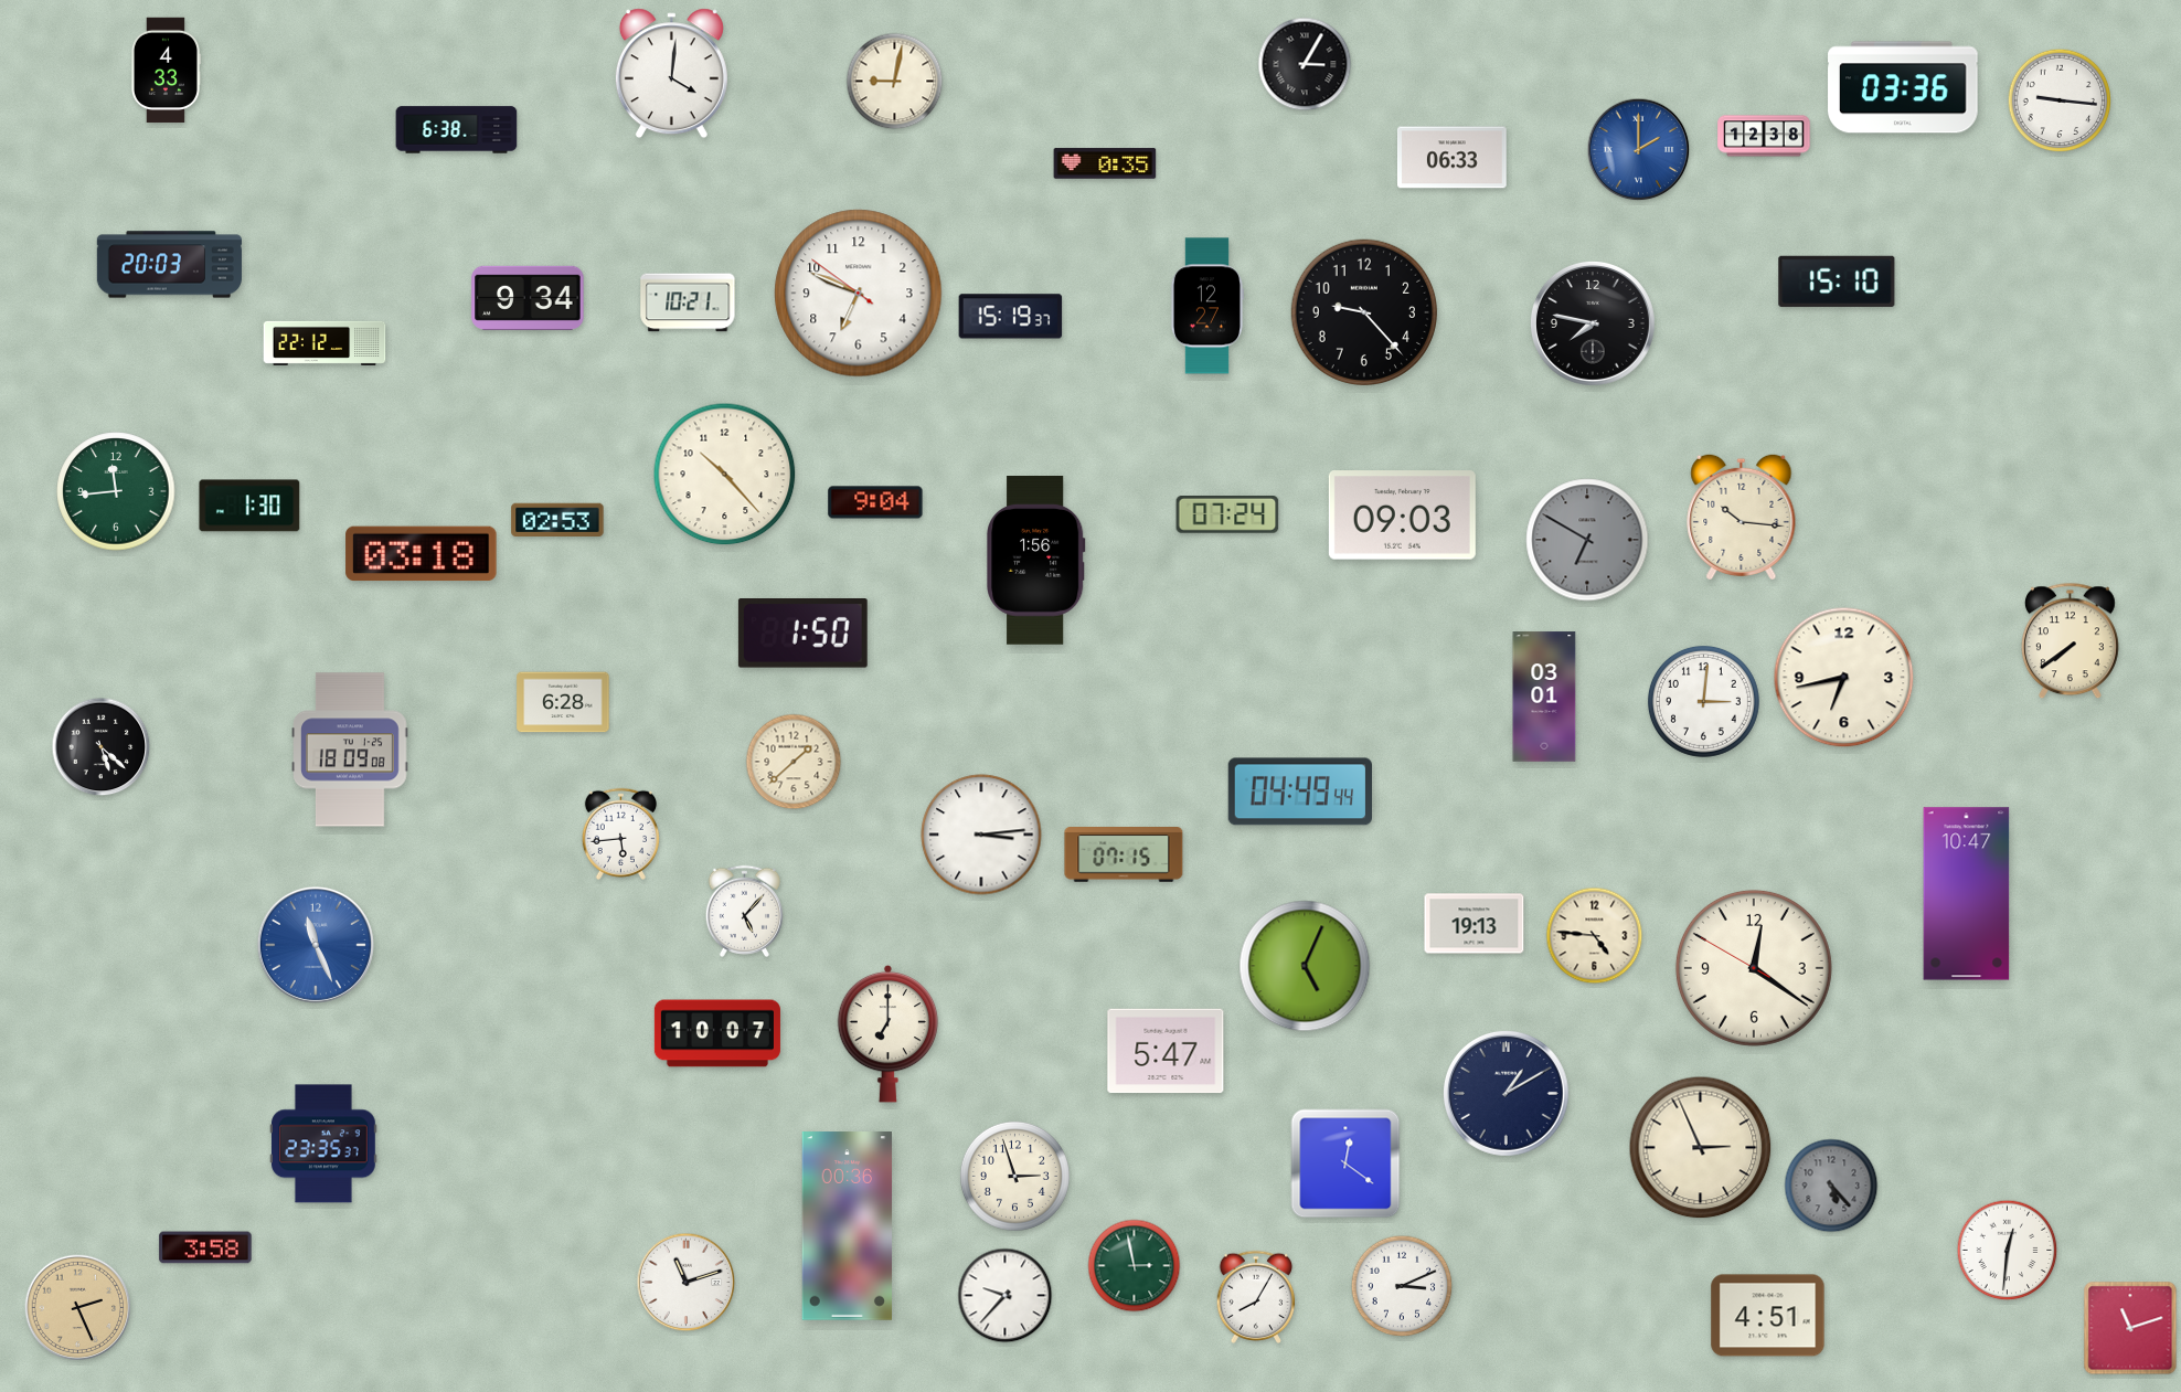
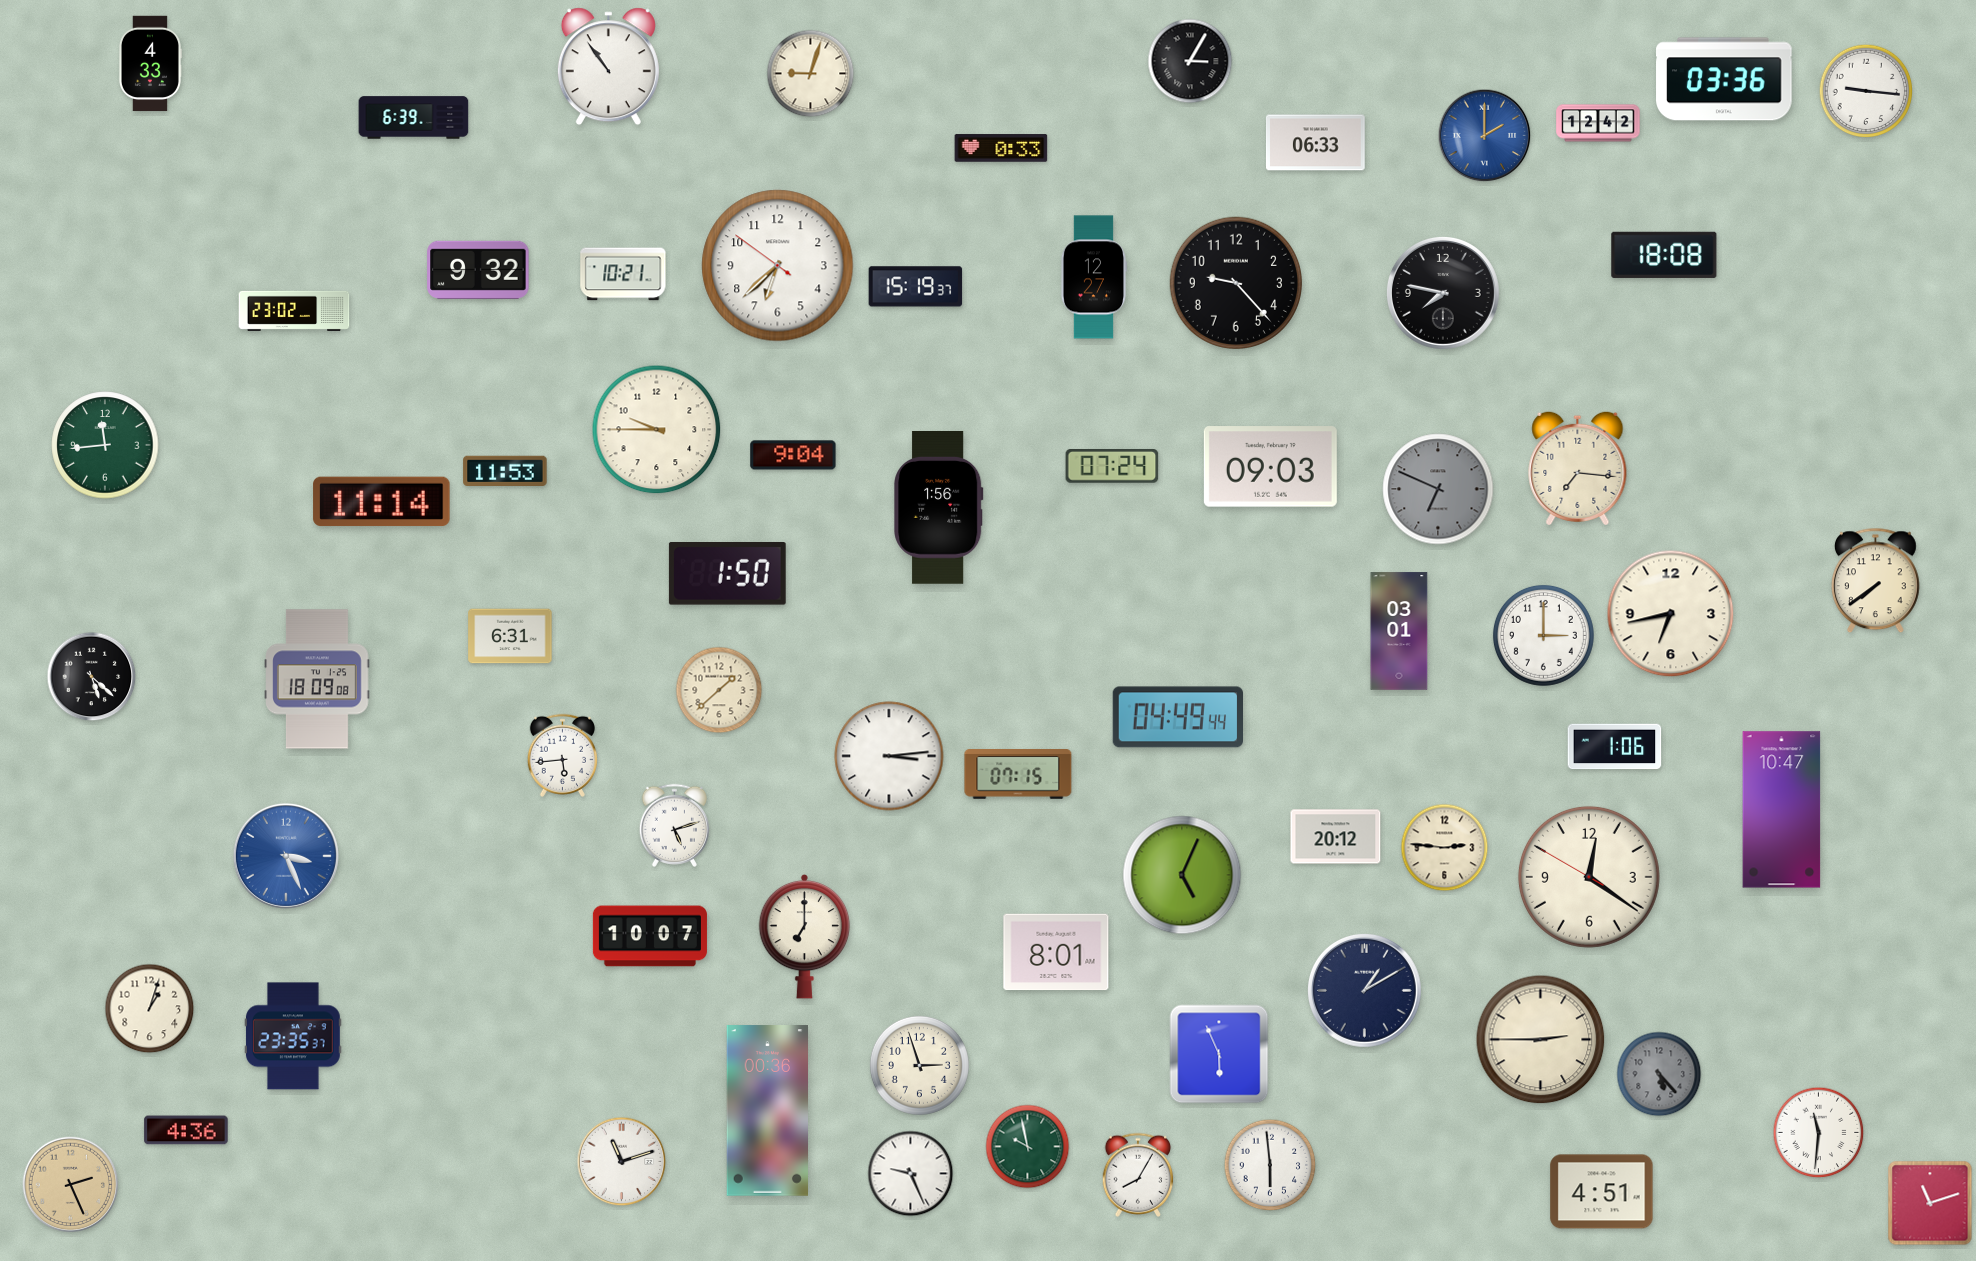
clock at (1305, 64) position: (1305, 64) -> (1190, 61)
clock at (671, 74): 4:01 -> 10:54
clock at (895, 82): 9:02 -> 9:03
clock at (457, 130): 6:38 -> 6:39
clock at (1764, 136): 12:38 -> 12:42
clock at (1105, 163): 0:35 -> 0:33
clock at (169, 265): 20:03 -> none
clock at (1837, 281): 15:10 -> 18:08
clock at (859, 294): 6:48 -> 6:37
clock at (528, 298): 9:34 -> 9:32
clock at (325, 343): 22:12 -> 23:02
clock at (725, 475): 10:23 -> 9:45
clock at (249, 506): 1:30 -> none
clock at (1742, 517): 10:16 -> 7:16
clock at (557, 519): 02:53 -> 11:53
clock at (1587, 540): 6:50 -> 6:49
clock at (422, 554): 03:18 -> 11:14
clock at (1703, 701): 3:01 -> 3:00
clock at (563, 702): 6:28 -> 6:31
clock at (1615, 747): none -> 1:06
clock at (744, 911): 5:07 -> 5:12
clock at (1475, 924): 19:13 -> 20:12
clock at (1595, 936): 4:46 -> 2:46
clock at (316, 945): 11:26 -> 3:26
clock at (1166, 1051): 5:47 -> 8:01
clock at (150, 1009): none -> 1:03
clock at (1701, 1148): 2:56 -> 2:45
clock at (1345, 1163): 12:21 -> 5:56
clock at (205, 1247): 3:58 -> 4:36
clock at (2008, 1251): 12:31 -> 11:31
clock at (1135, 1266): 2:58 -> 9:58
clock at (1402, 1286): 3:11 -> 5:59
clock at (1006, 1296): 9:37 -> 9:26
